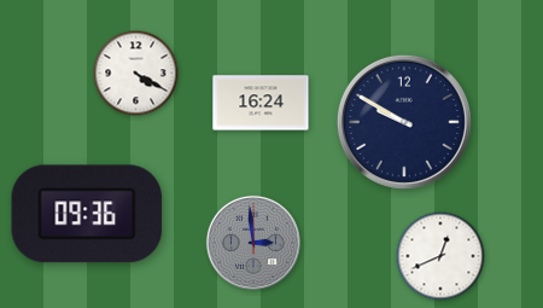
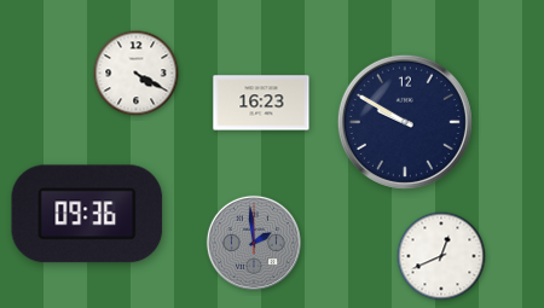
clock at (261, 103): 16:24 -> 16:23
clock at (253, 243): 2:59 -> 1:59
